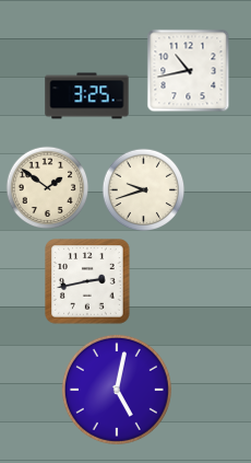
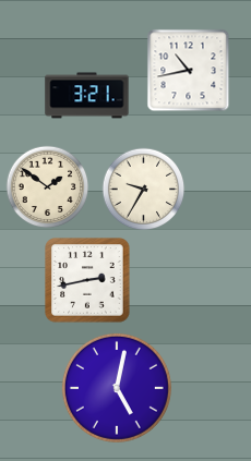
clock at (87, 96): 3:25 -> 3:21
clock at (144, 190): 9:42 -> 9:35
